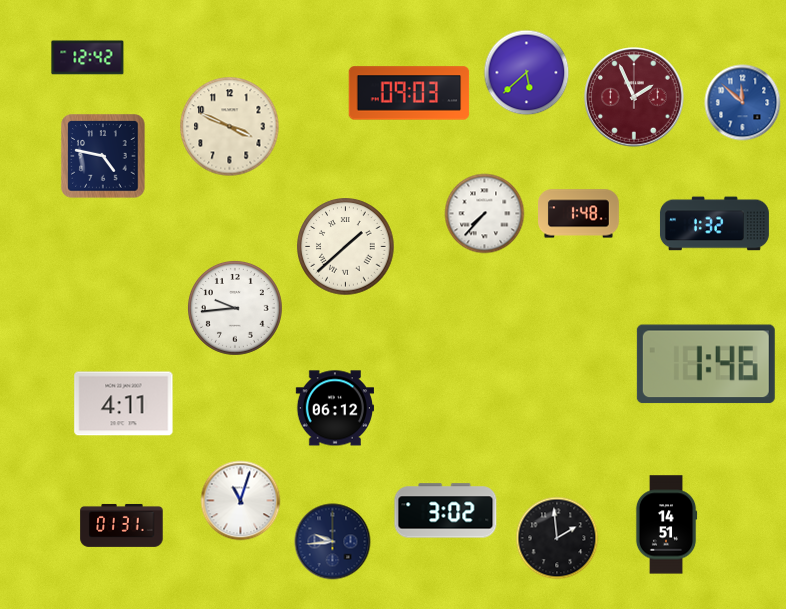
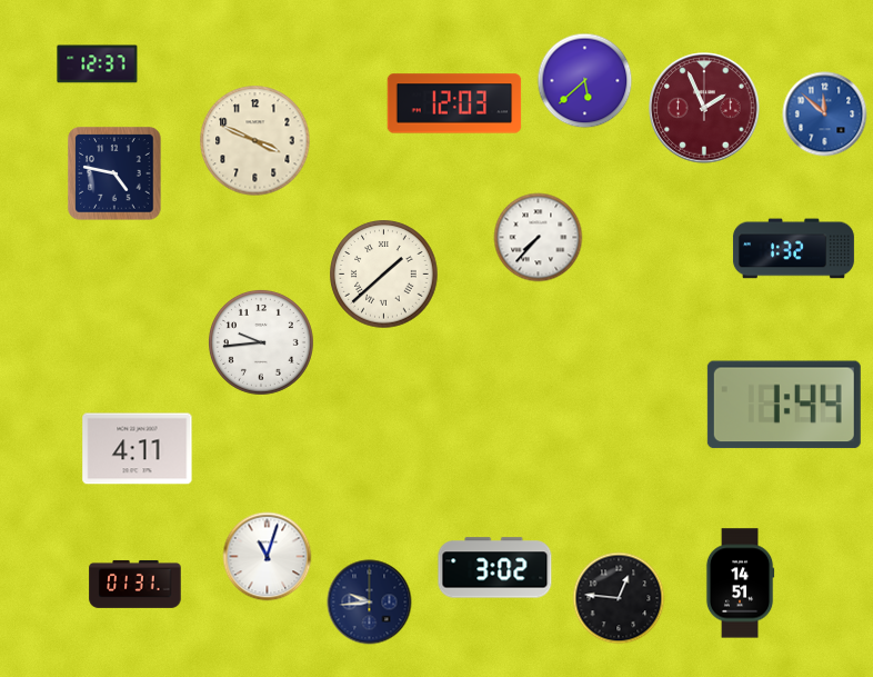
clock at (88, 58): 12:42 -> 12:37
clock at (409, 93): 09:03 -> 12:03
clock at (579, 214): 1:48 -> none
clock at (706, 364): 1:46 -> 1:44
clock at (334, 408): 06:12 -> none
clock at (557, 538): 1:59 -> 12:46
